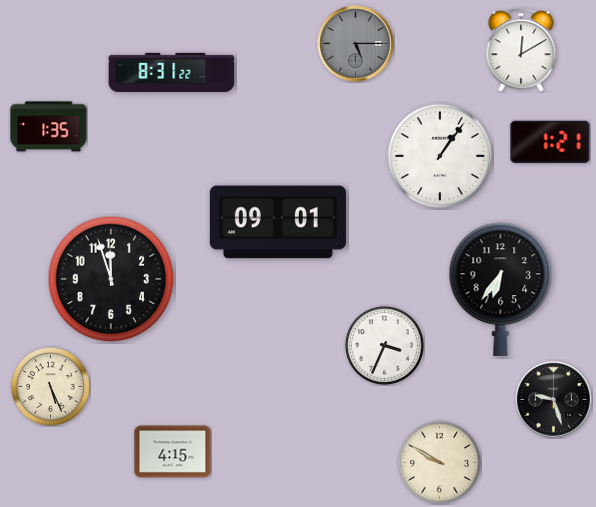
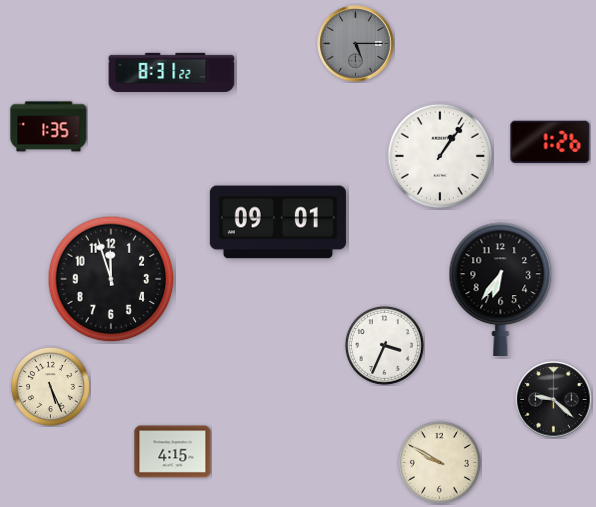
clock at (521, 50): 12:10 -> none
clock at (550, 142): 1:21 -> 1:26
clock at (554, 400): 9:27 -> 9:22
